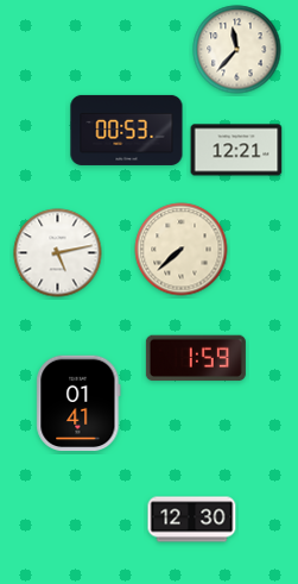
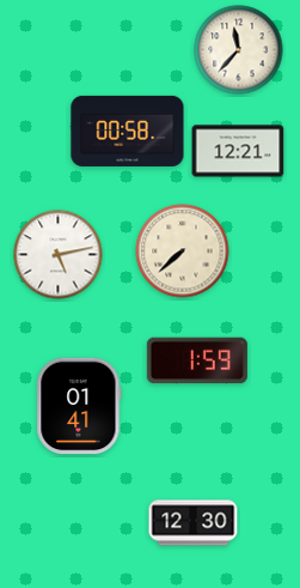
clock at (127, 130): 00:53 -> 00:58
